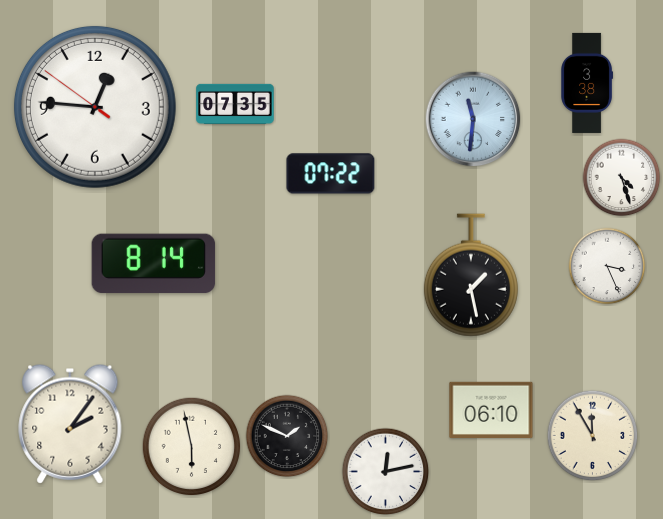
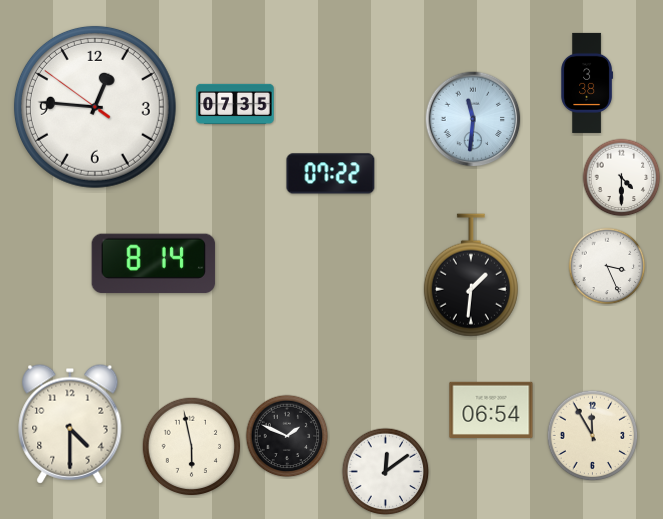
clock at (622, 178): 4:27 -> 4:30
clock at (471, 275): 1:28 -> 1:31
clock at (491, 409): 06:10 -> 06:54
clock at (70, 424): 2:06 -> 4:30
clock at (386, 472): 12:13 -> 12:09
